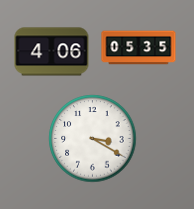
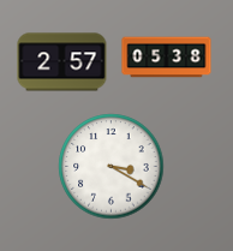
clock at (139, 48): 05:35 -> 05:38
clock at (52, 52): 4:06 -> 2:57
